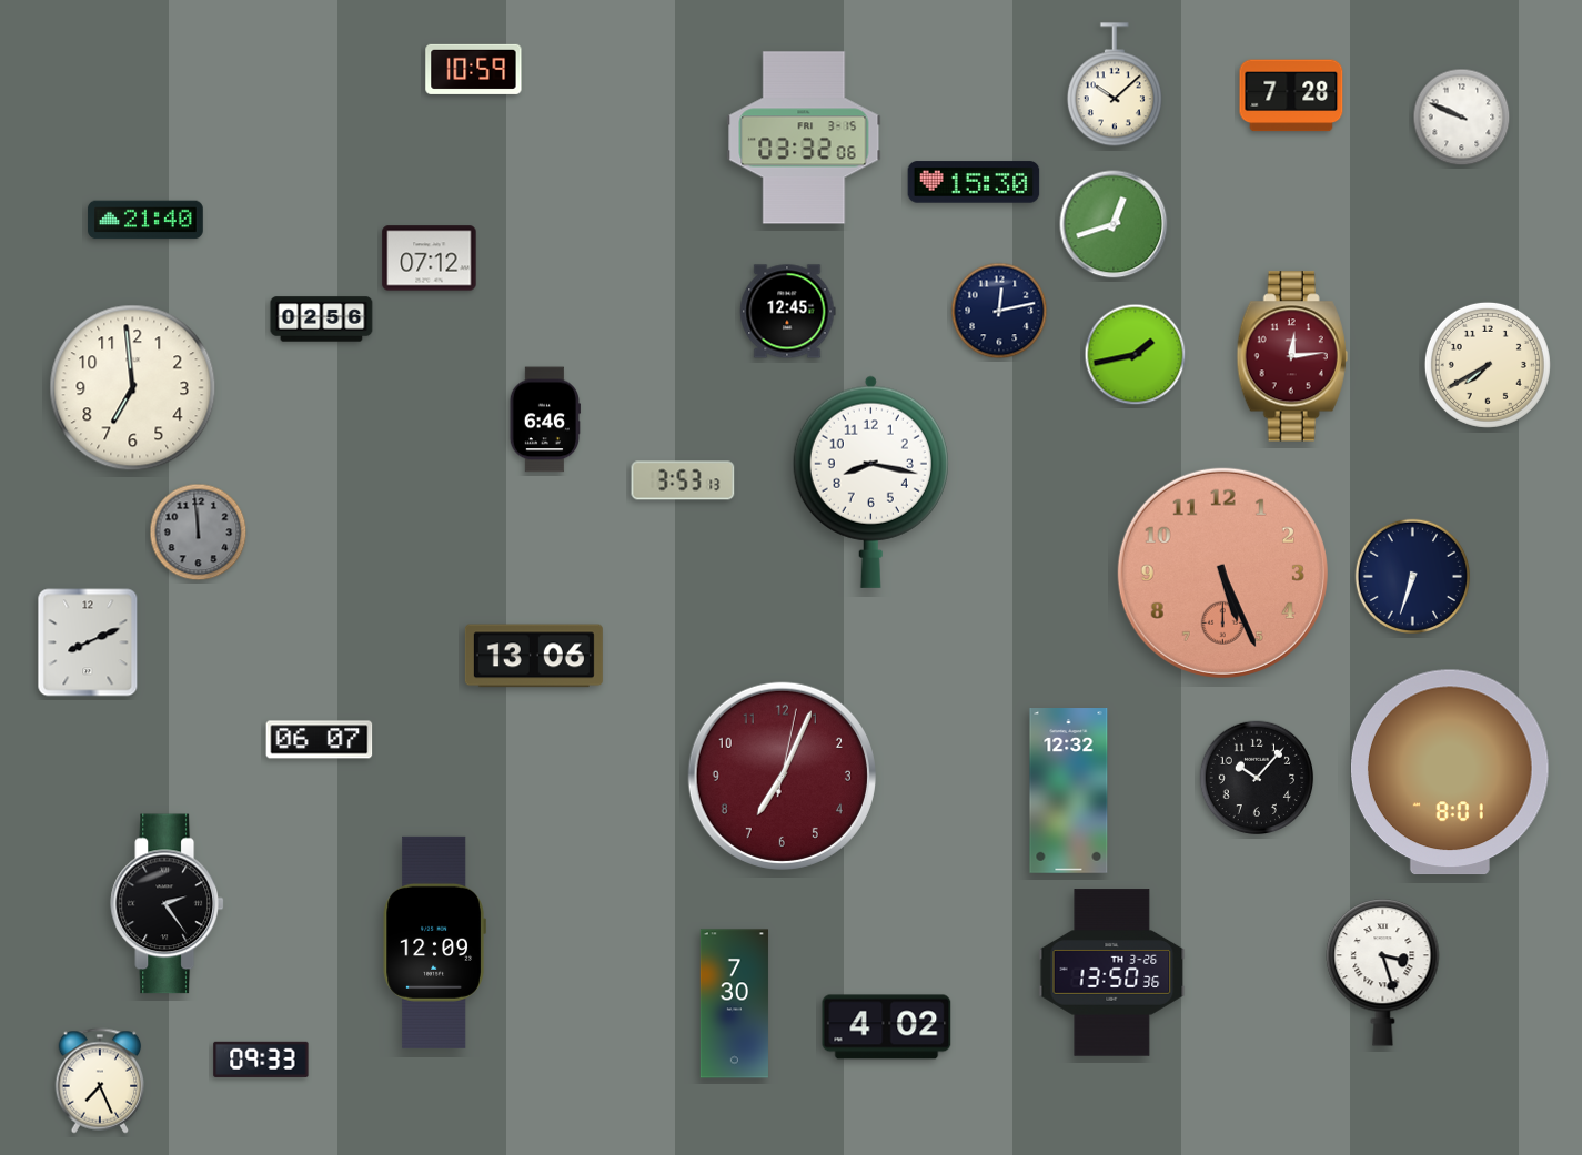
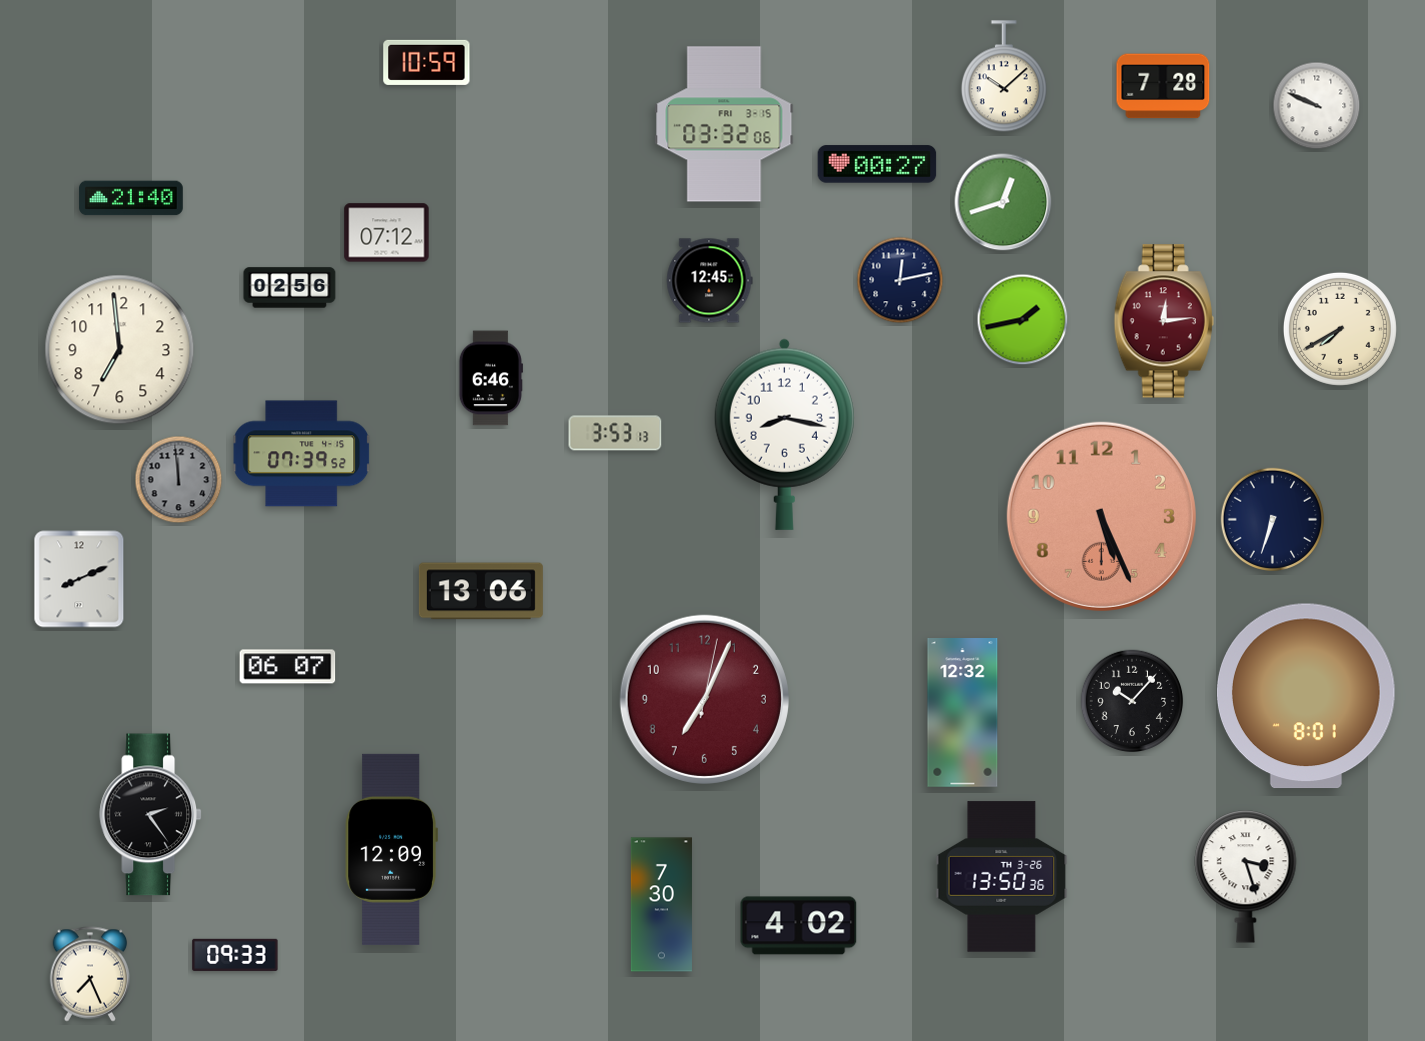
clock at (974, 182): 15:30 -> 00:27
clock at (302, 454): none -> 07:39
